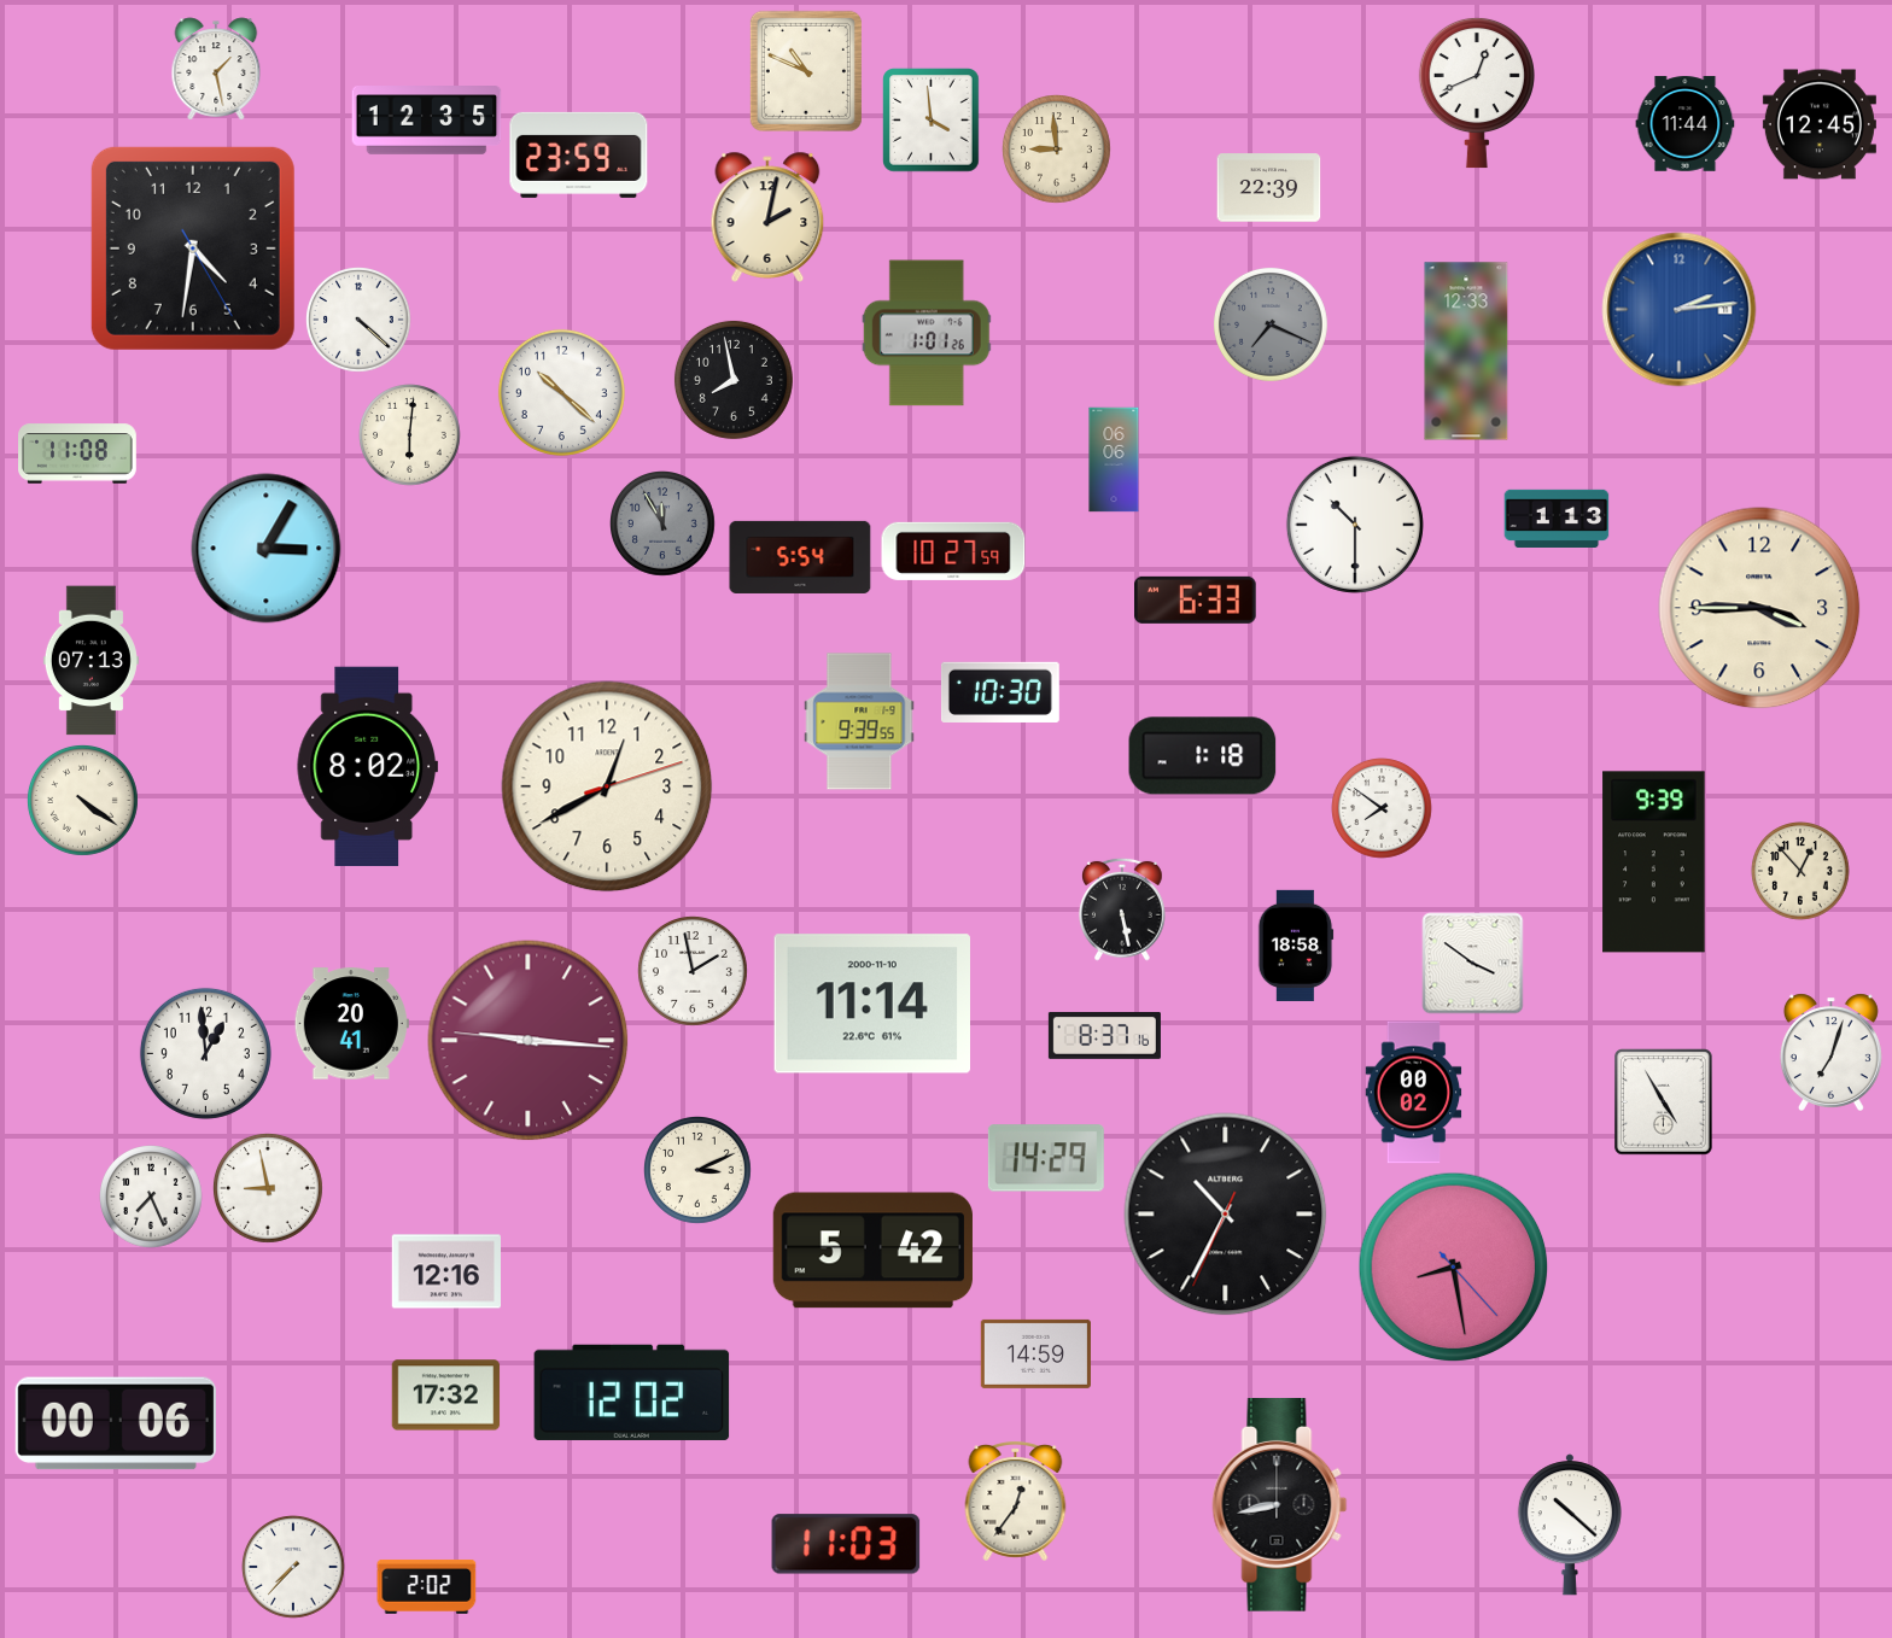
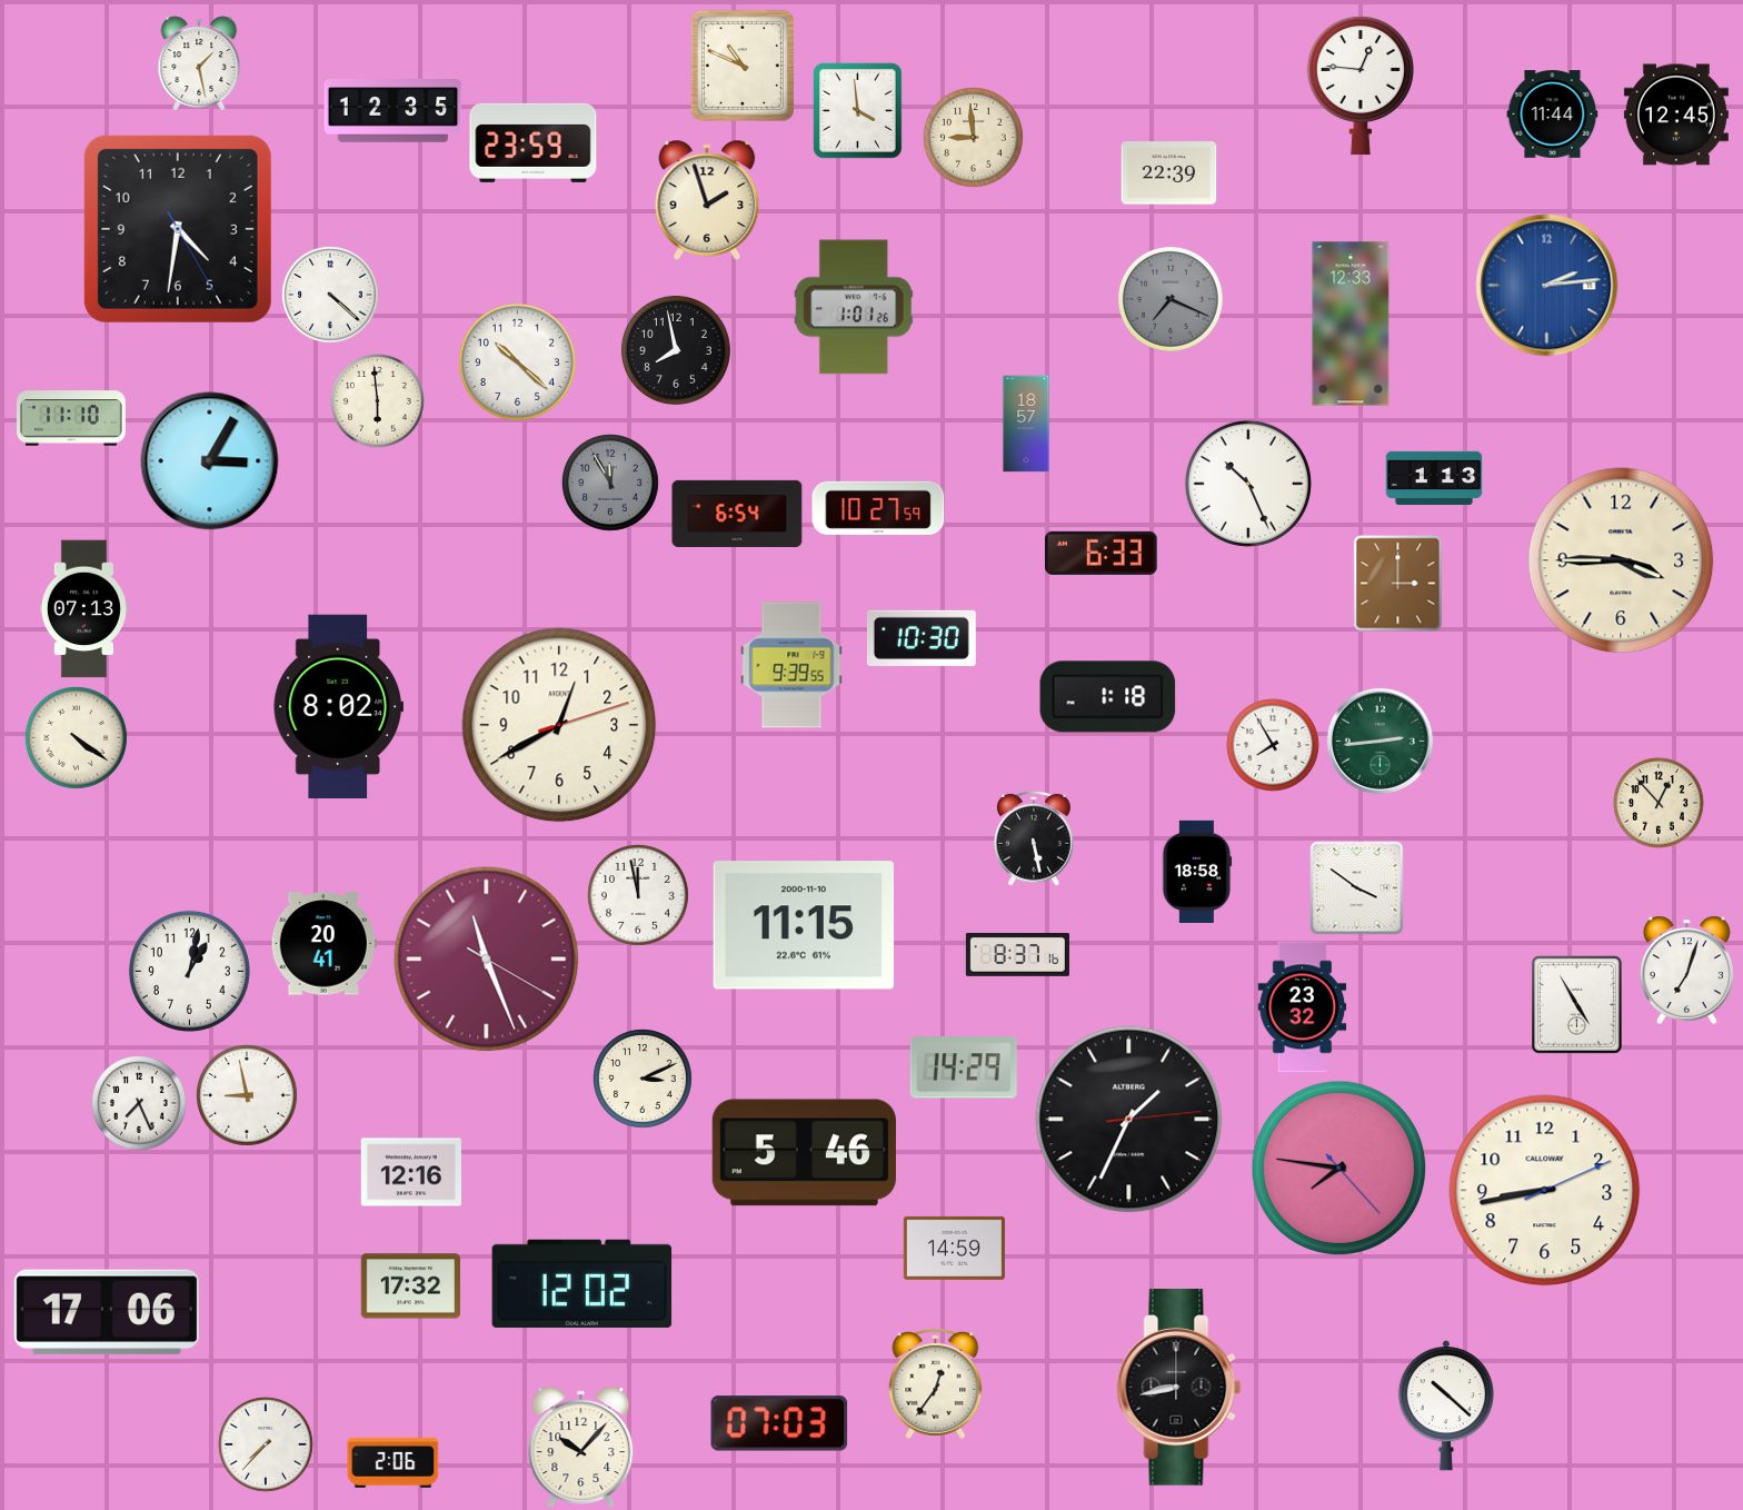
clock at (1477, 93): 12:41 -> 12:46
clock at (767, 217): 2:02 -> 1:57
clock at (410, 435): 6:01 -> 5:59
clock at (78, 454): 11:08 -> 11:10
clock at (1114, 460): 06:06 -> 18:57
clock at (1355, 525): 10:30 -> 10:26
clock at (267, 549) position: (267, 549) -> (210, 461)
clock at (800, 557): 5:54 -> 6:54
clock at (1398, 584): none -> 3:00
clock at (1380, 741): none -> 2:44
clock at (1382, 808): 7:51 -> 7:55
clock at (1654, 862): 9:39 -> none
clock at (1296, 946) position: (1296, 946) -> (1197, 872)
clock at (693, 971): 1:58 -> 11:58
clock at (871, 1004): 11:14 -> 11:15
clock at (529, 1041): 9:15 -> 11:26
clock at (205, 1053): 12:59 -> 1:02
clock at (1414, 1093): 00:02 -> 23:32
clock at (1664, 1102) position: (1664, 1102) -> (1577, 1005)
clock at (1226, 1215): 10:34 -> 1:34
clock at (872, 1251): 5:42 -> 5:46
clock at (1454, 1268): 8:28 -> 7:46
clock at (1545, 1191): none -> 8:43
clock at (116, 1423): 00:06 -> 17:06
clock at (846, 1544): 11:03 -> 07:03
clock at (293, 1568) position: (293, 1568) -> (266, 1446)
clock at (581, 1448): none -> 10:07
clock at (427, 1586): 2:02 -> 2:06
